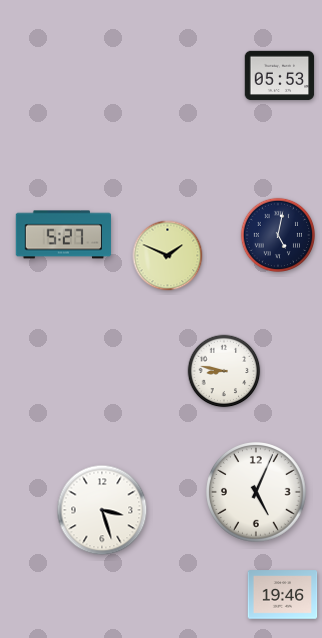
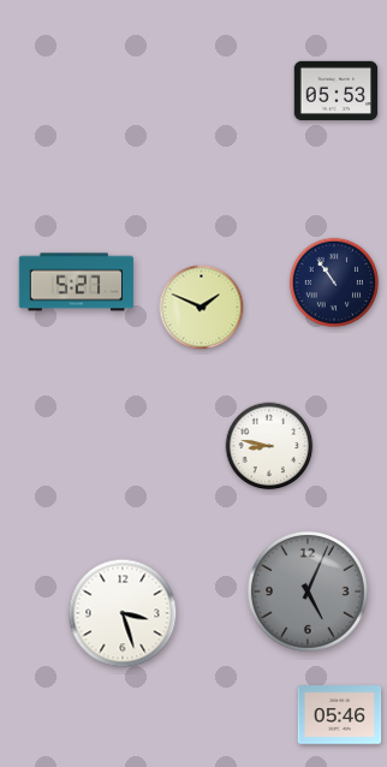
clock at (277, 234): 5:02 -> 10:54
clock at (257, 493) dial: white -> grey
clock at (283, 595): 19:46 -> 05:46
